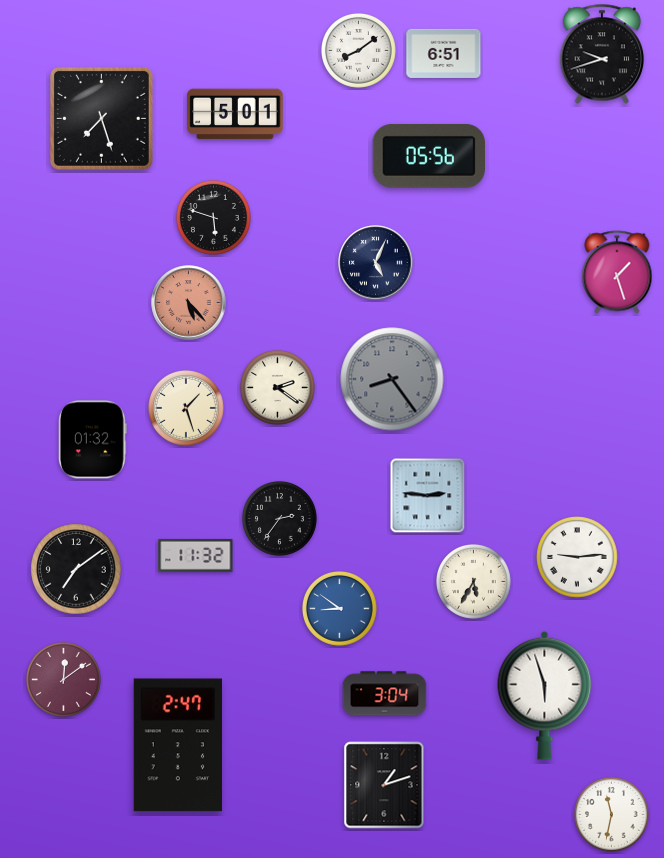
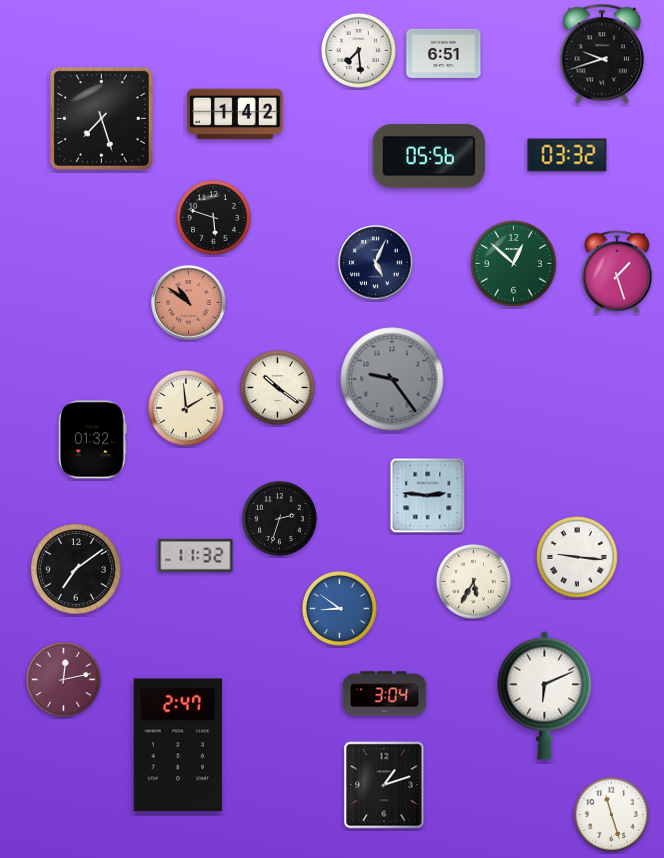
clock at (359, 51): 8:09 -> 7:29
clock at (235, 114): 5:01 -> 1:42
clock at (567, 155): none -> 03:32
clock at (514, 264): none -> 12:52
clock at (189, 303): 5:23 -> 10:51
clock at (392, 379): 8:24 -> 9:24
clock at (278, 388): 2:21 -> 10:21
clock at (187, 409): 1:27 -> 1:59
clock at (280, 519): 2:36 -> 2:33
clock at (577, 557): 9:14 -> 9:16
clock at (64, 680): 12:09 -> 12:13
clock at (545, 695): 5:57 -> 6:11
clock at (612, 815): 11:32 -> 11:27
